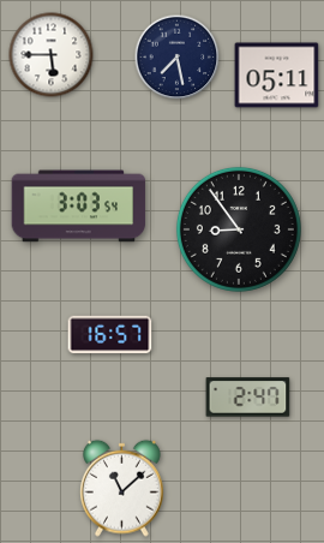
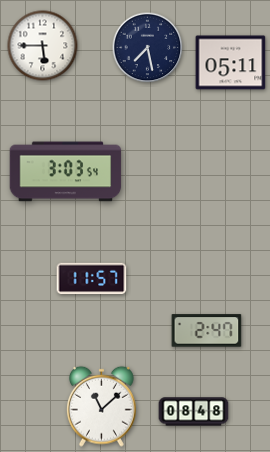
clock at (239, 229): 8:54 -> none
clock at (110, 335): 16:57 -> 11:57
clock at (194, 412): none -> 08:48
